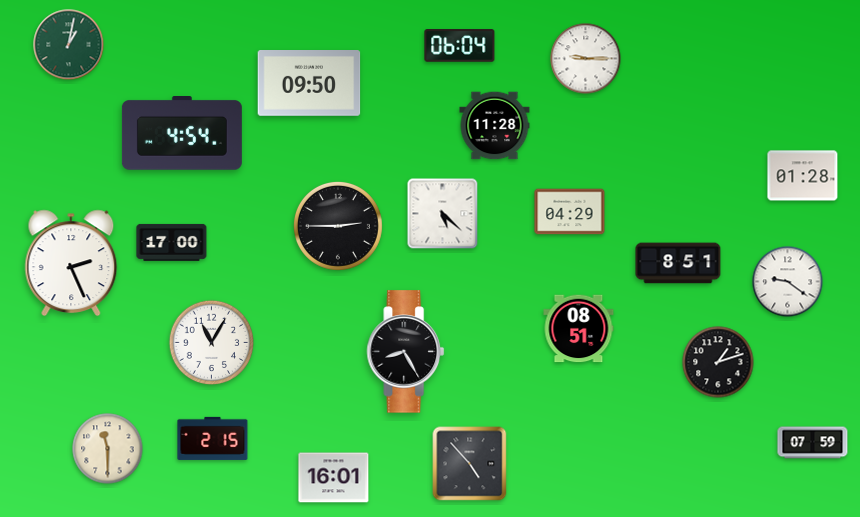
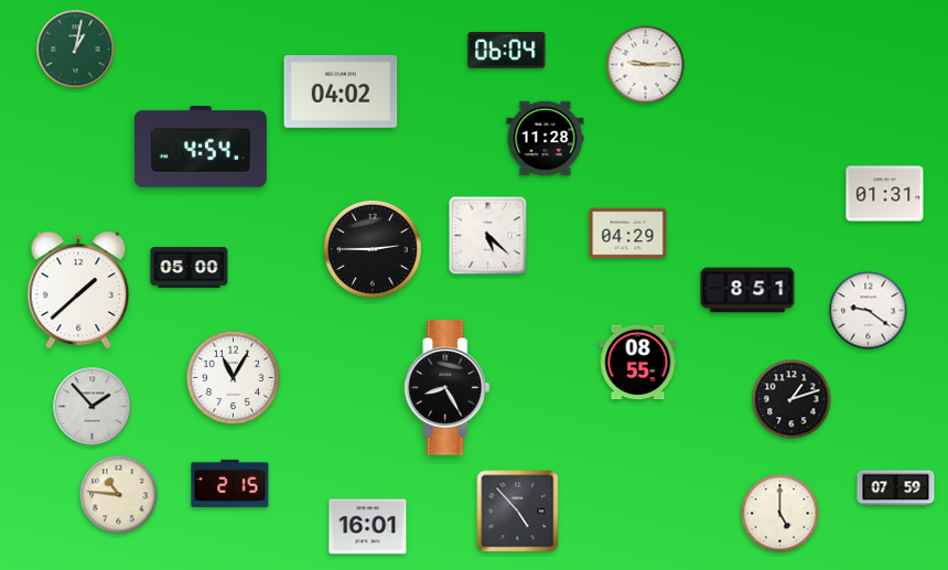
clock at (309, 84): 09:50 -> 04:02
clock at (803, 176): 01:28 -> 01:31
clock at (172, 242): 17:00 -> 05:00
clock at (71, 263): 2:26 -> 1:38
clock at (579, 329): 08:51 -> 08:55
clock at (93, 407): none -> 1:53
clock at (213, 438) position: (213, 438) -> (230, 483)
clock at (108, 449): 11:30 -> 10:46
clock at (780, 514): none -> 5:00
